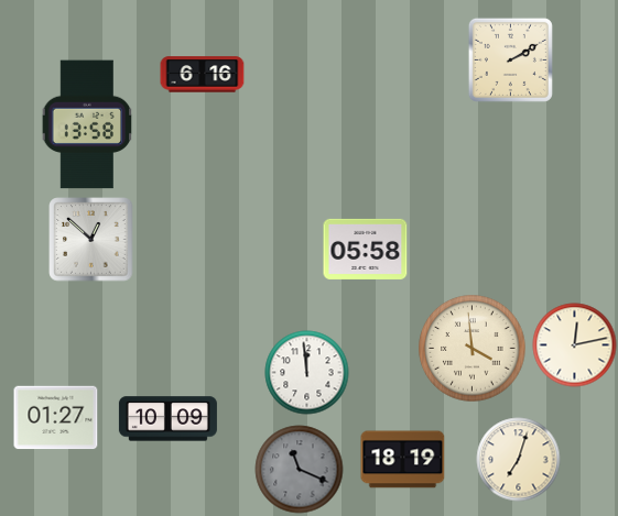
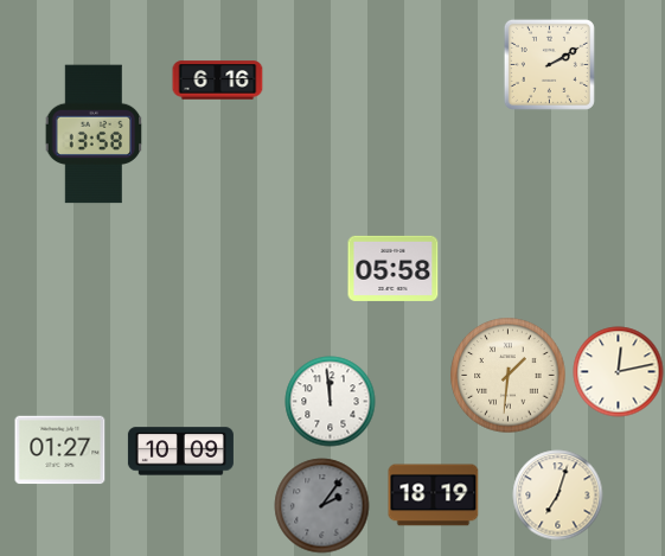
clock at (91, 240): 12:52 -> none
clock at (473, 349): 3:59 -> 1:31
clock at (300, 470): 11:19 -> 2:06
